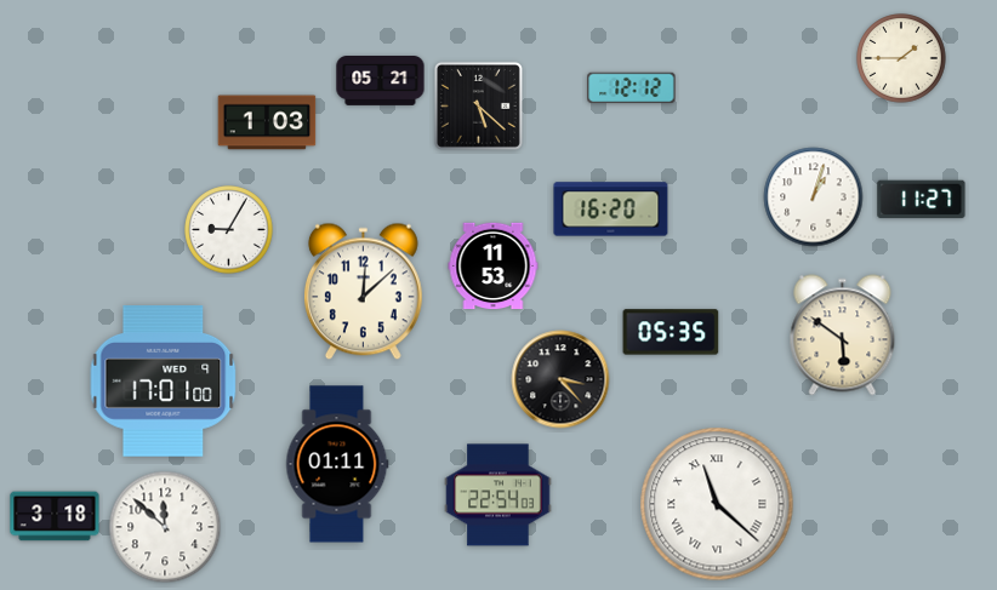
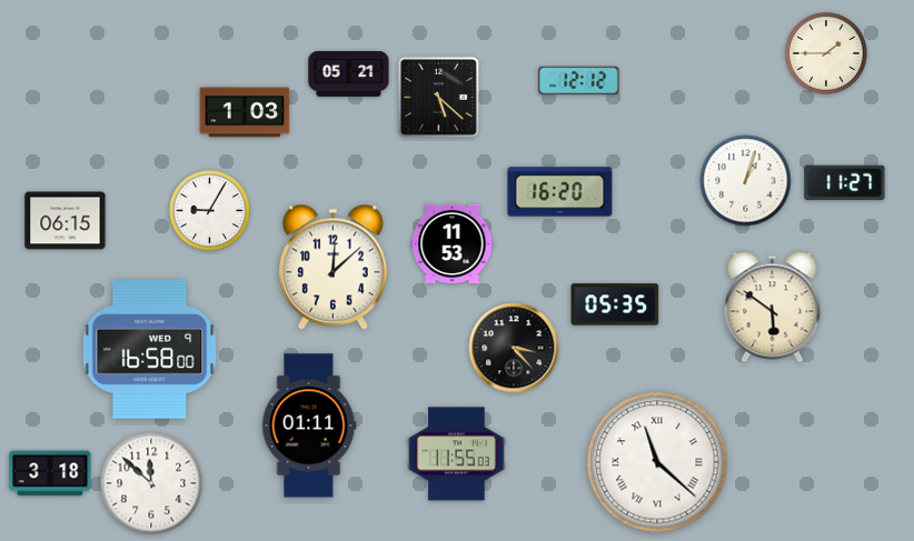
clock at (66, 221): none -> 06:15
clock at (164, 382): 17:01 -> 16:58
clock at (498, 496): 22:54 -> 11:55
